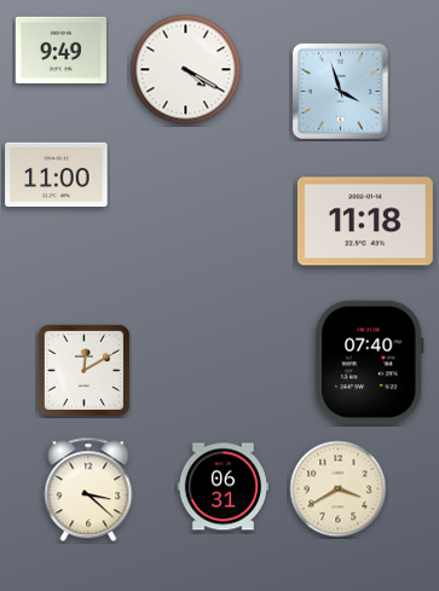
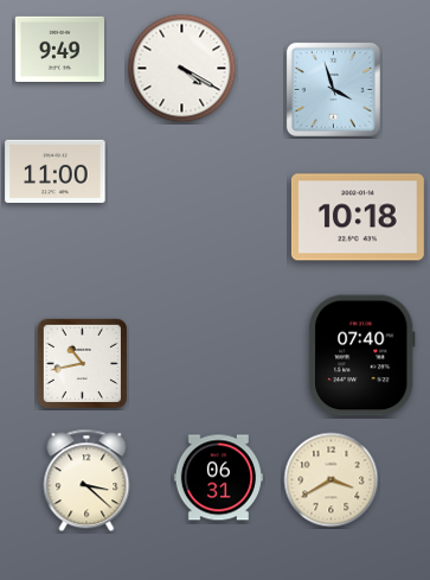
clock at (365, 221): 11:18 -> 10:18
clock at (83, 370): 12:10 -> 10:43
